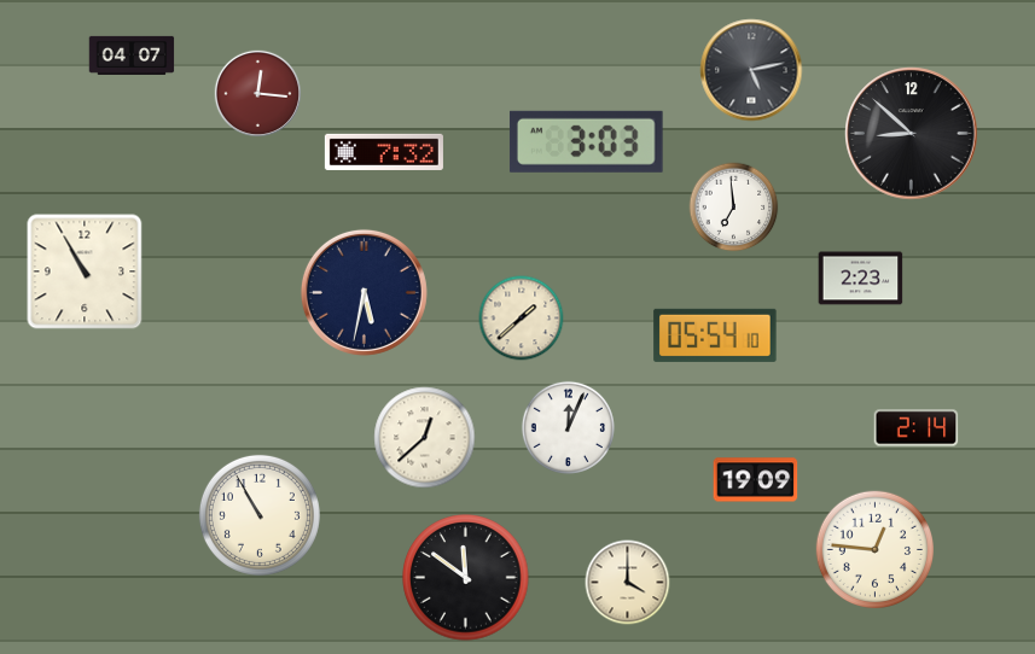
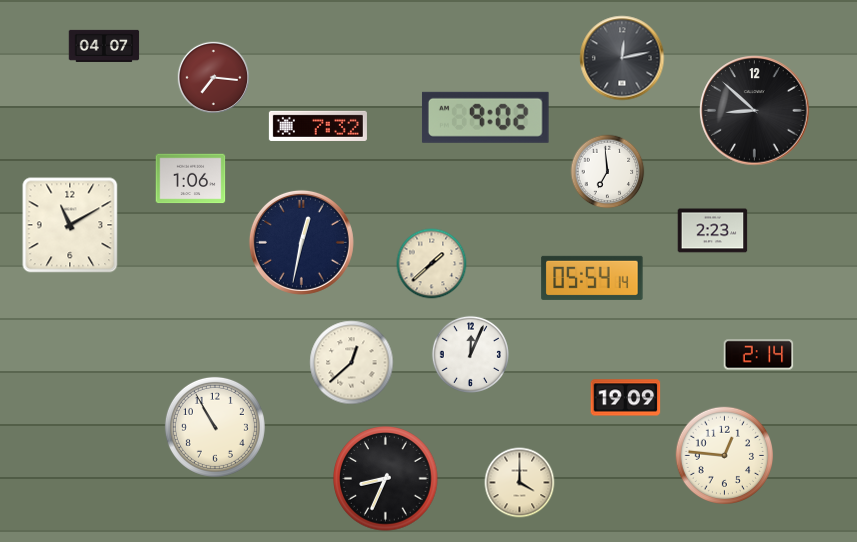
clock at (132, 56) position: (132, 56) -> (104, 46)
clock at (751, 70): 5:13 -> 12:13
clock at (257, 93): 12:16 -> 7:16
clock at (586, 141): 3:03 -> 9:02
clock at (191, 179): none -> 1:06
clock at (85, 271): 10:55 -> 11:10
clock at (364, 292): 5:32 -> 12:32
clock at (715, 335): 05:54:10 -> 05:54:14
clock at (466, 578): 11:51 -> 8:34
